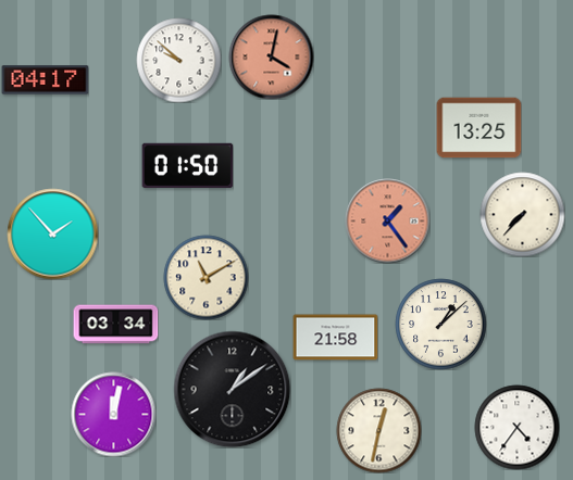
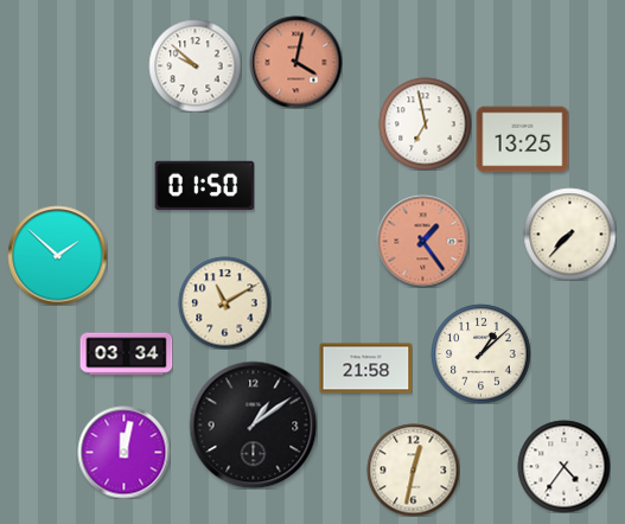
clock at (45, 80): 04:17 -> none
clock at (425, 123): none -> 6:58
clock at (187, 165) position: (187, 165) -> (204, 185)
clock at (52, 233): 1:53 -> 1:52
